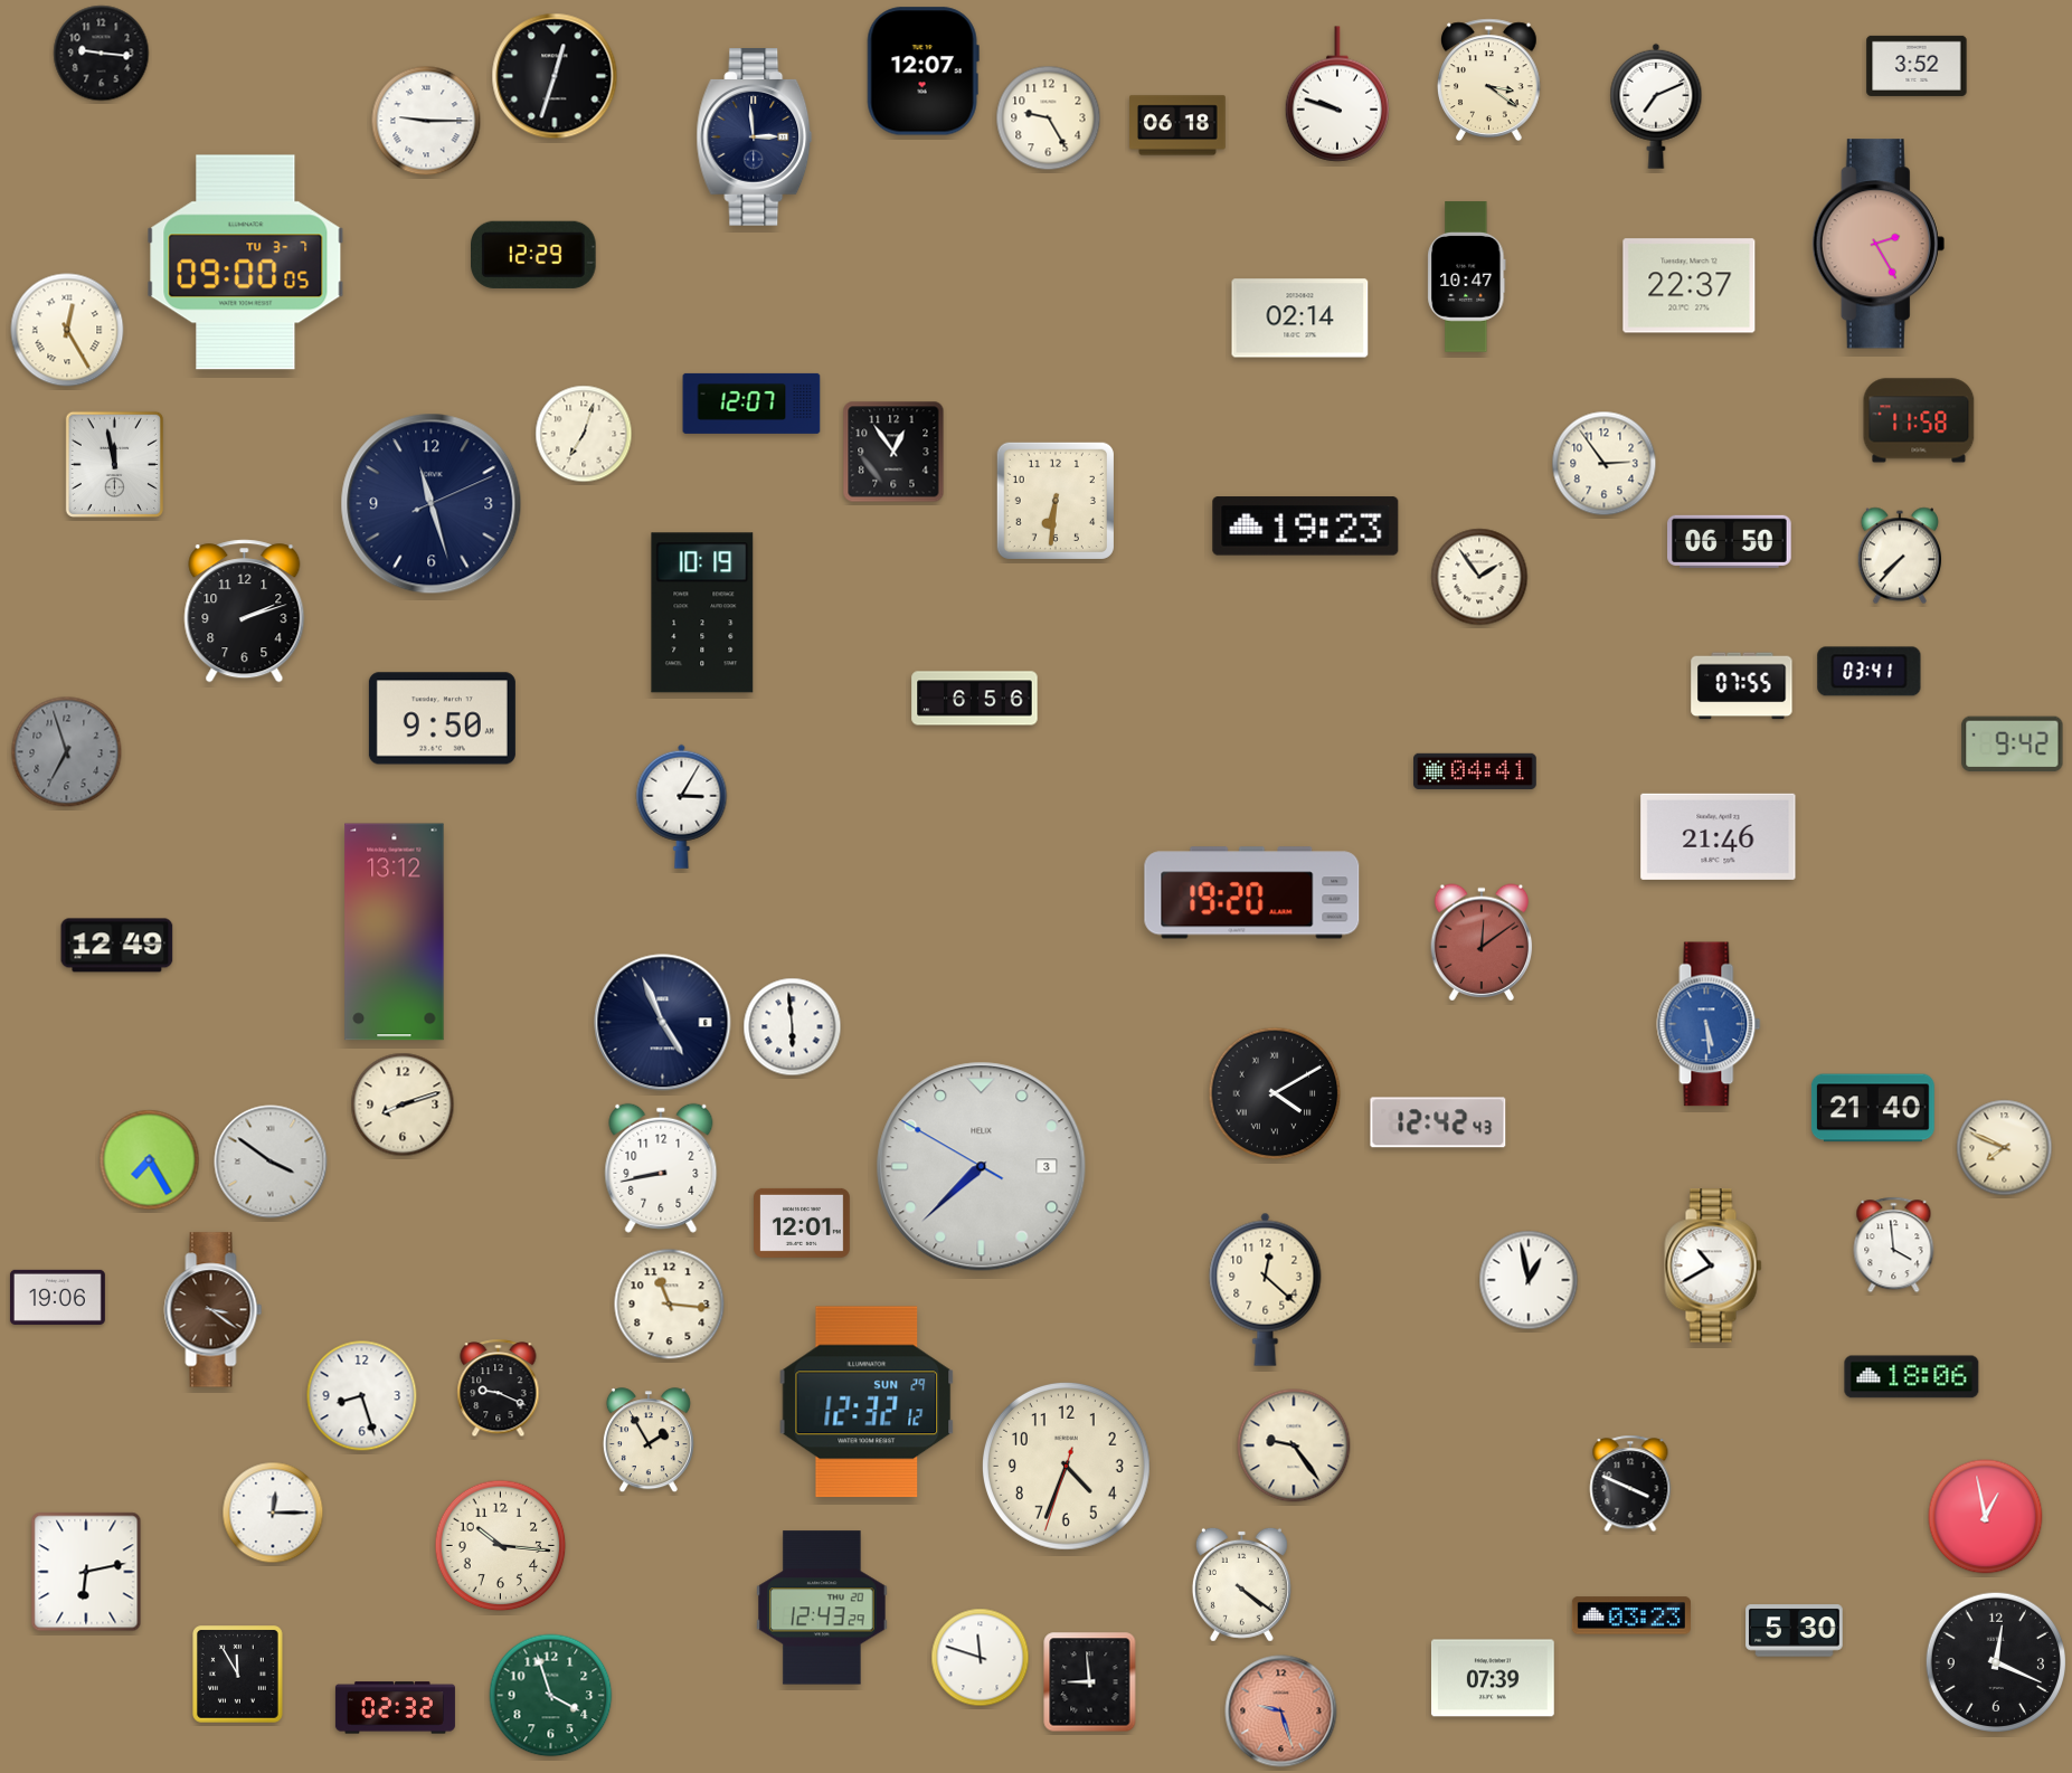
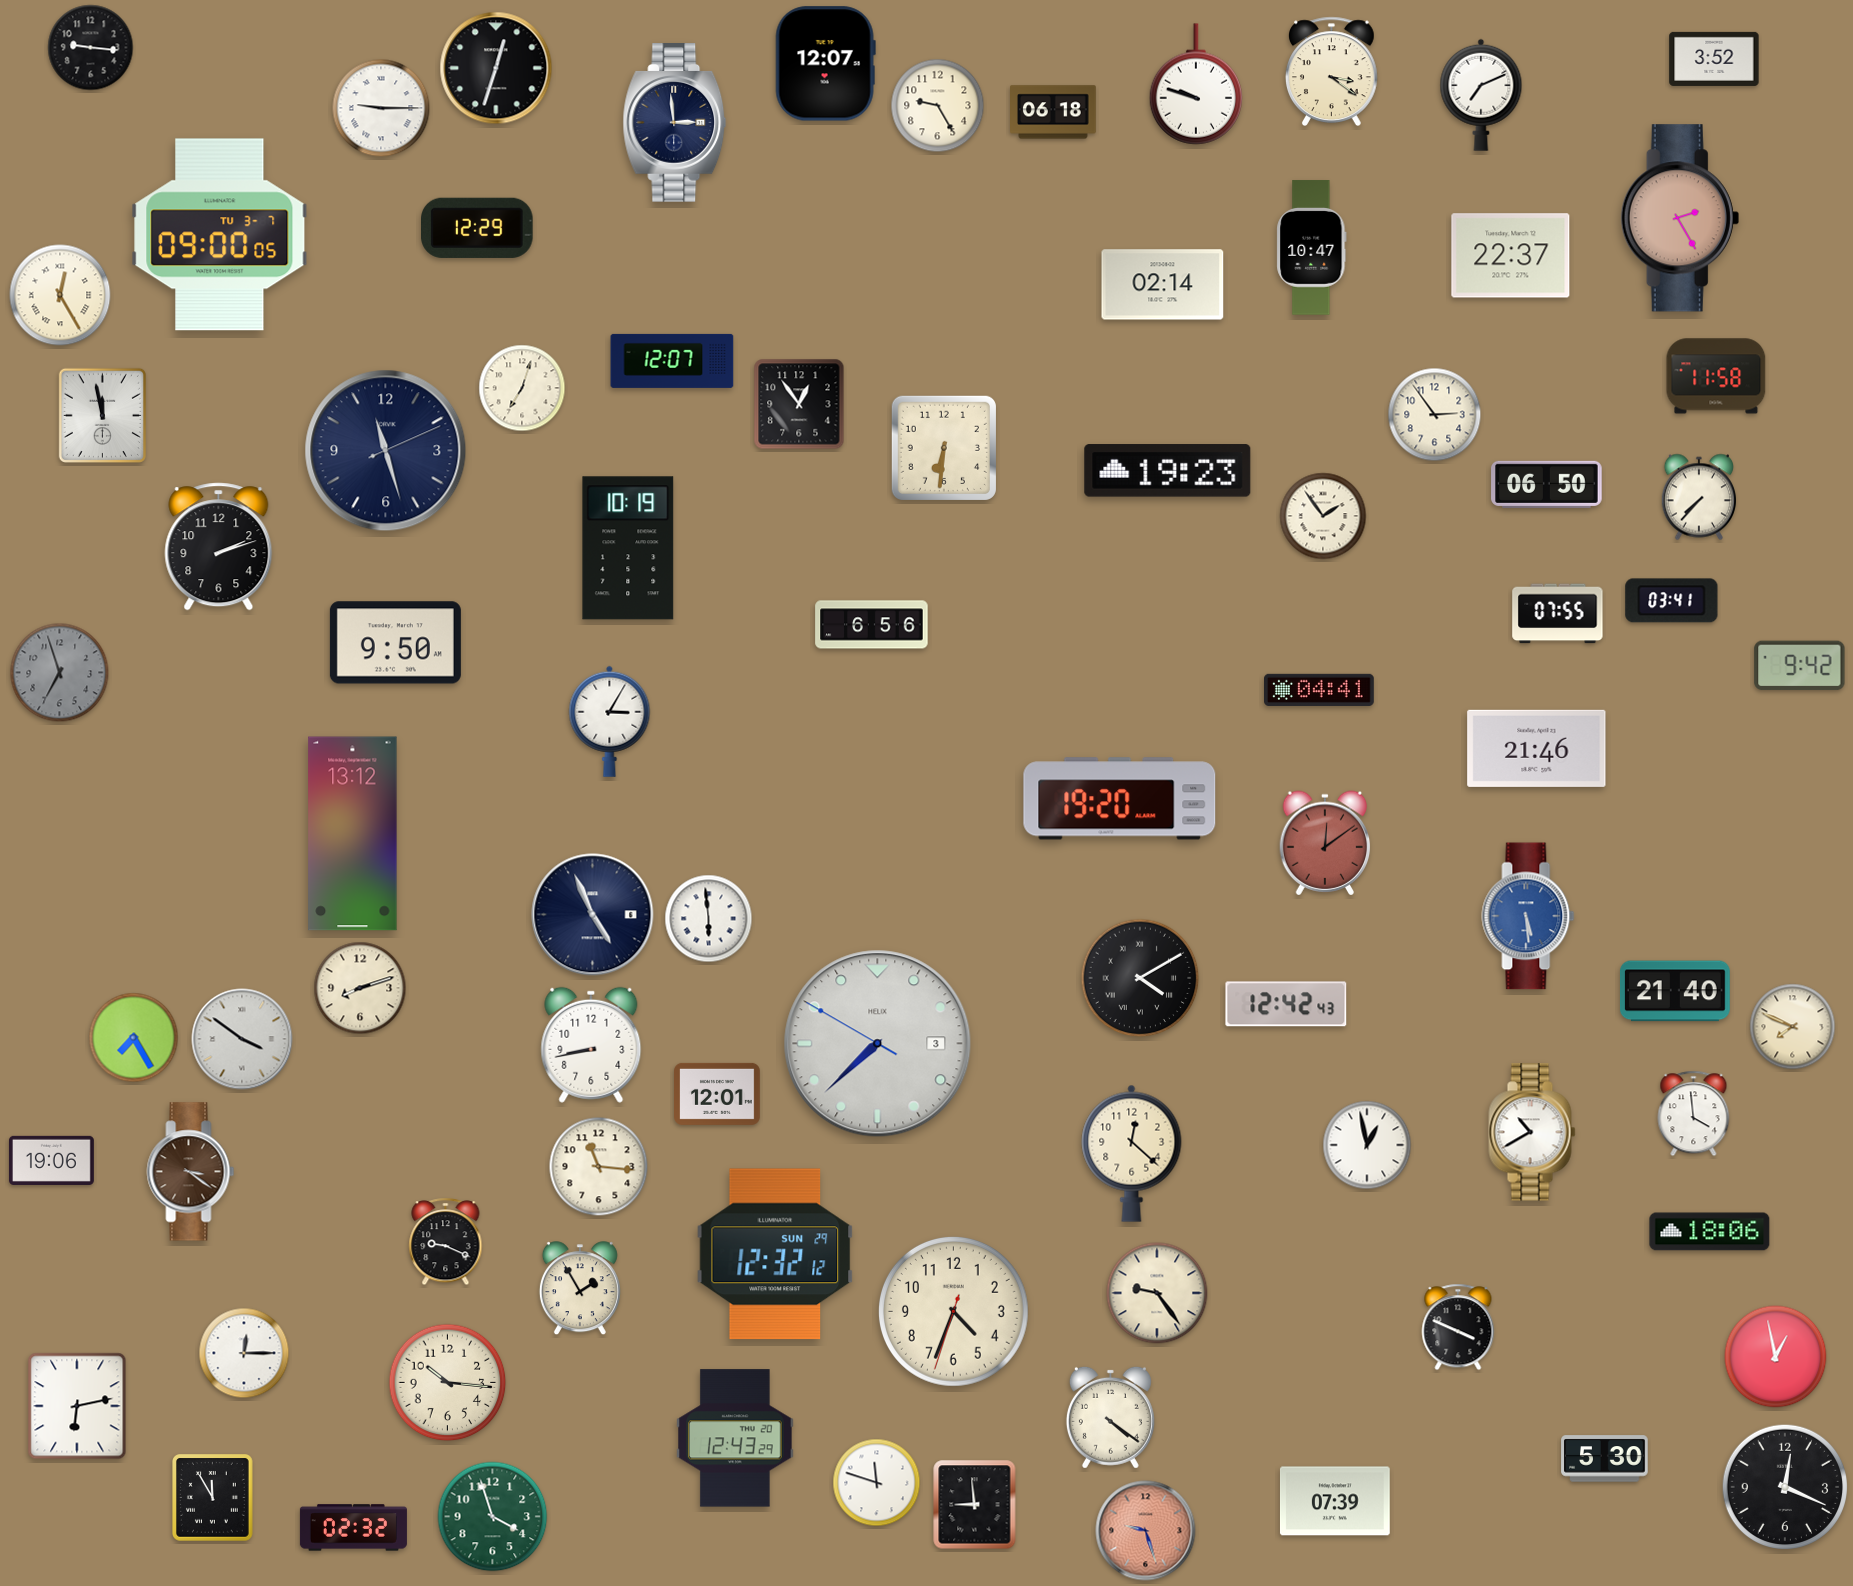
clock at (117, 946): 12:49 -> none
clock at (362, 1396): 8:27 -> none
clock at (1631, 1615): 03:23 -> none
